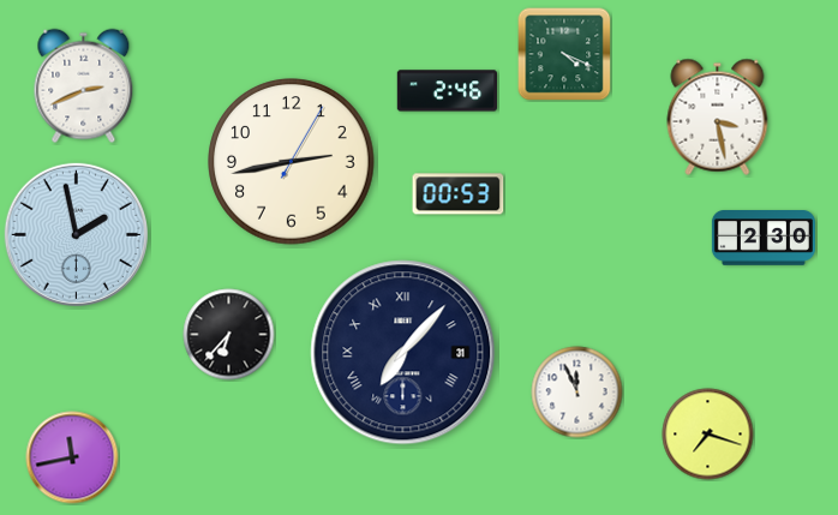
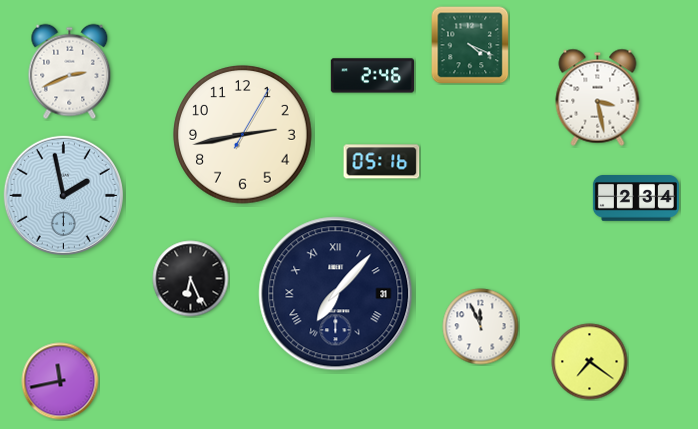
clock at (459, 194): 00:53 -> 05:16
clock at (764, 239): 2:30 -> 2:34
clock at (229, 335): 6:37 -> 6:26
clock at (708, 435): 7:18 -> 7:21
